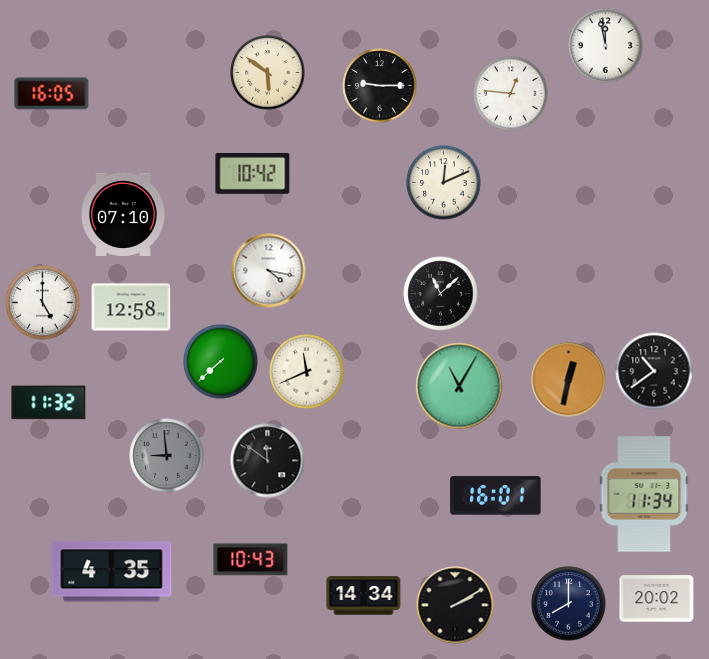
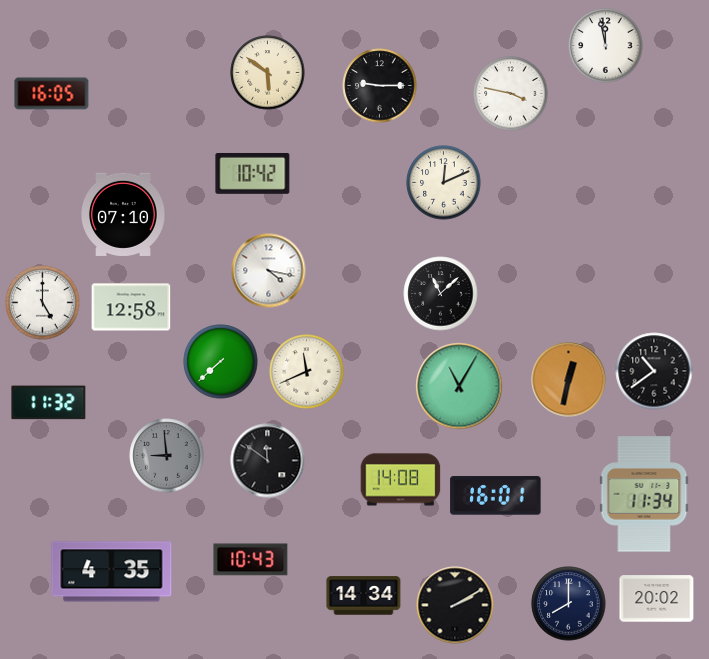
clock at (511, 94): 12:46 -> 3:47
clock at (401, 480): none -> 14:08
